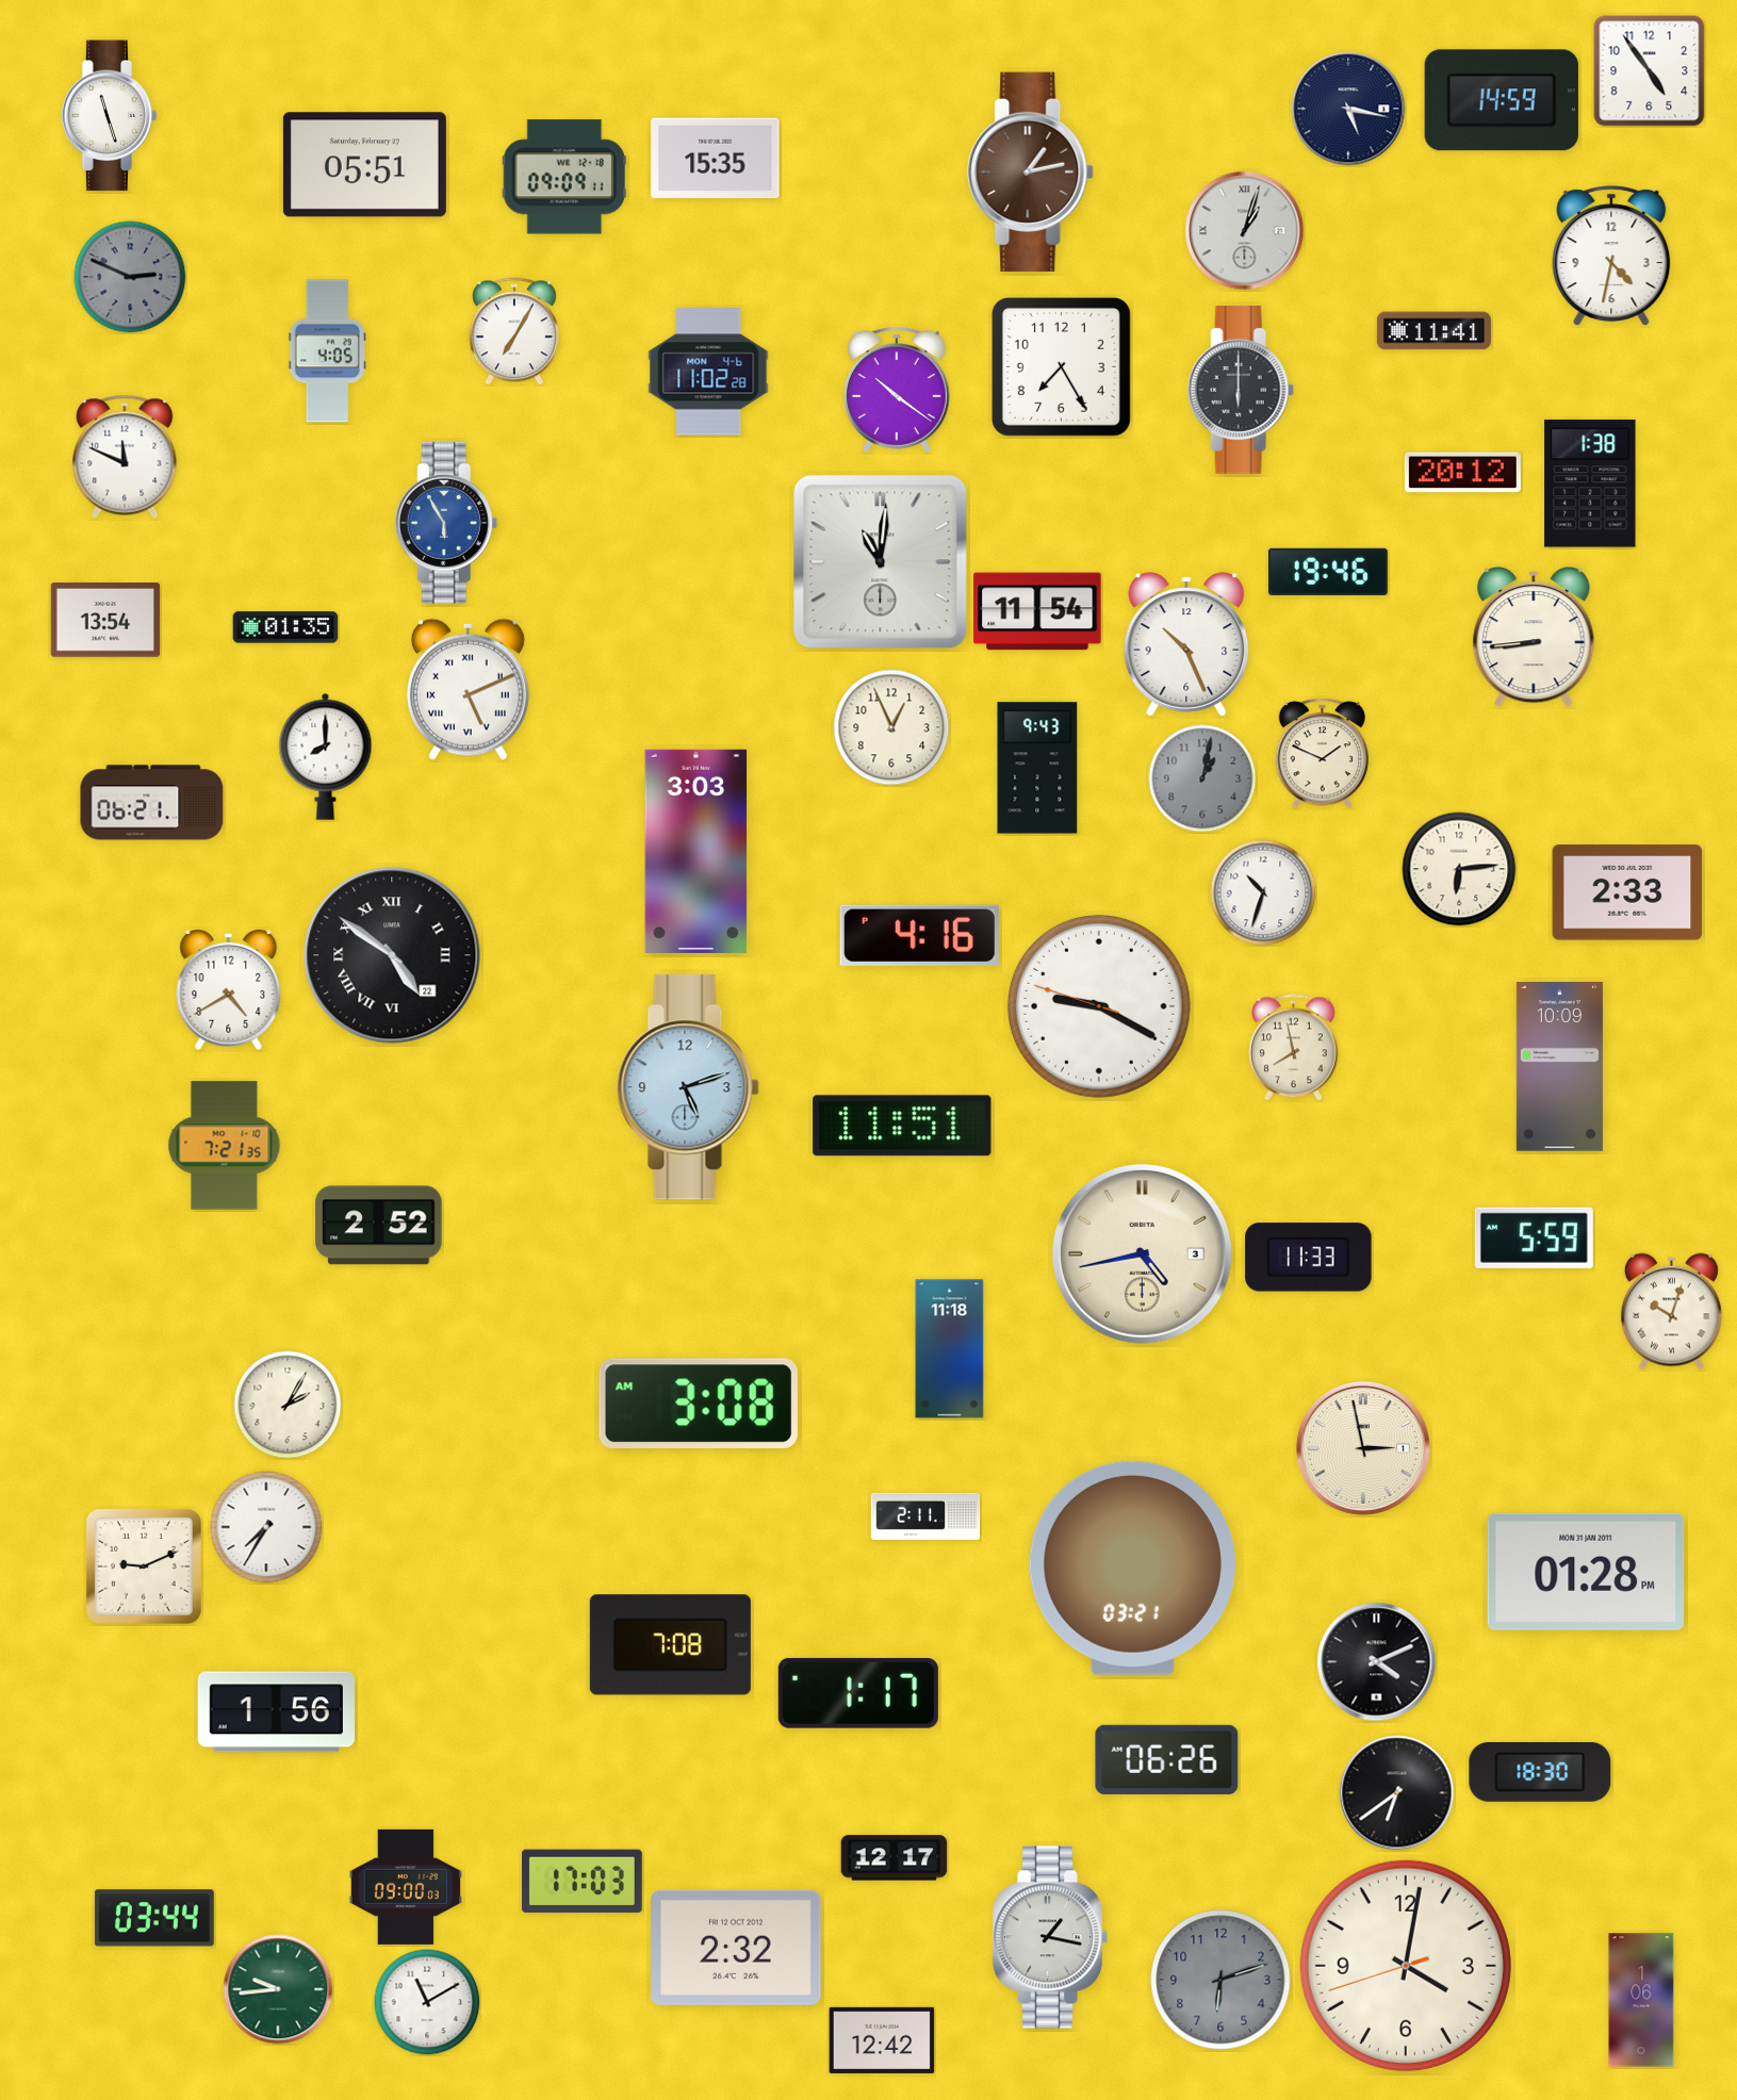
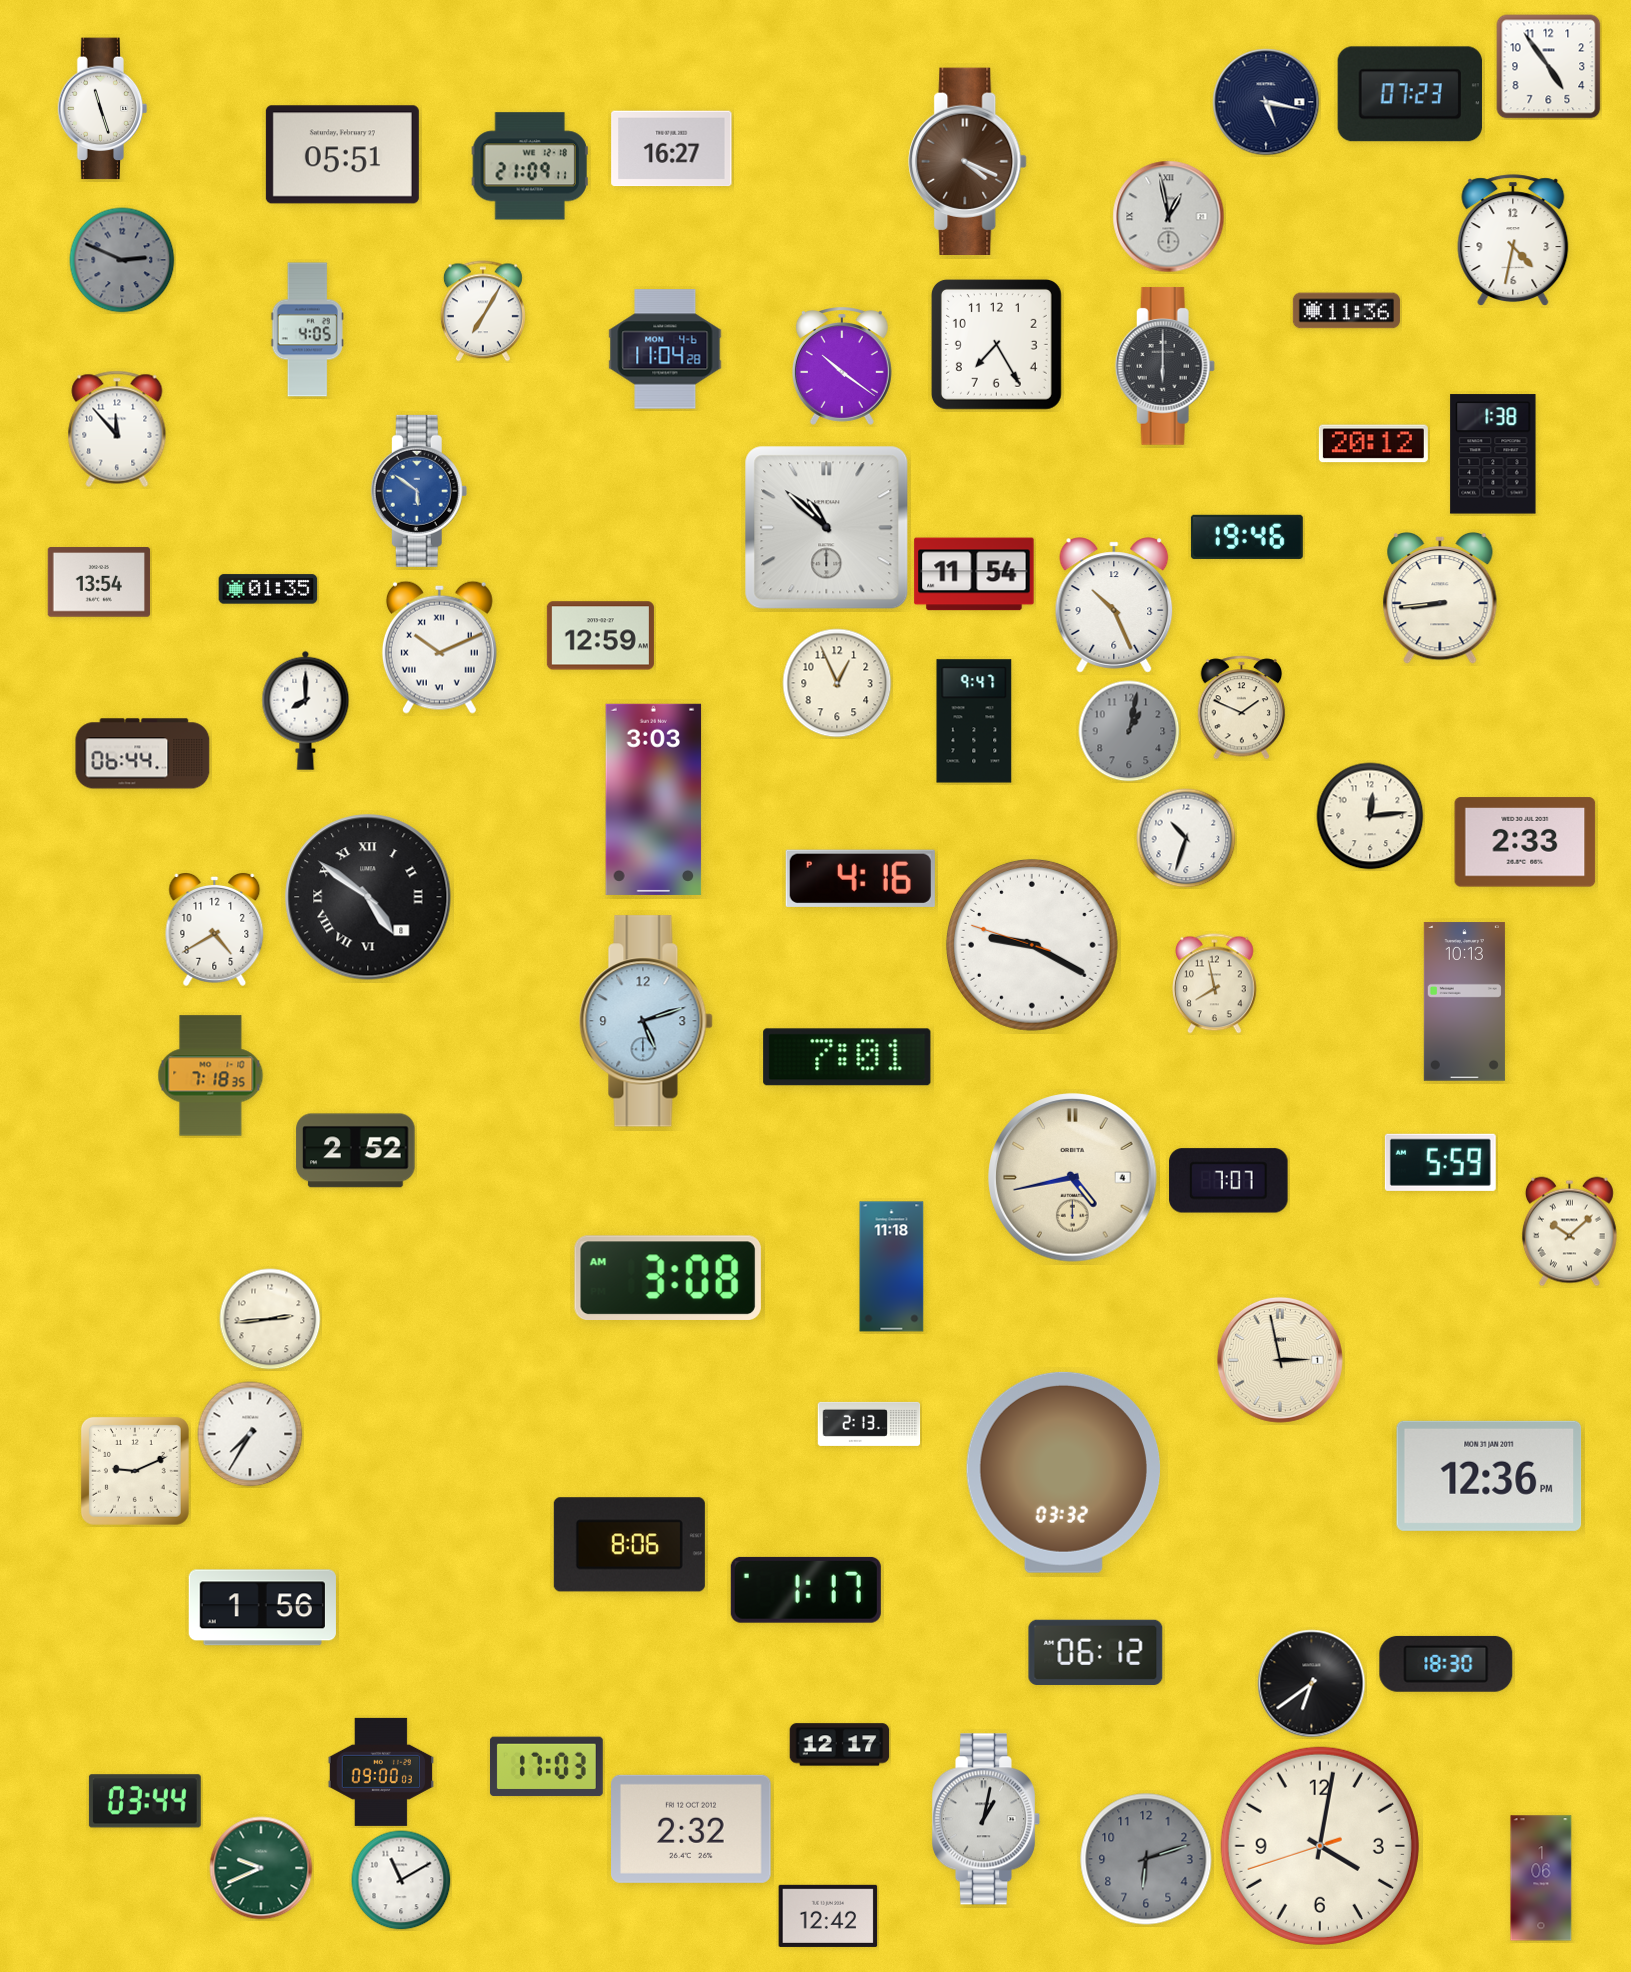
clock at (1502, 100): 14:59 -> 07:23
clock at (716, 159): 15:35 -> 16:27
clock at (1031, 171): 1:13 -> 4:19
clock at (564, 177): 09:09 -> 21:09
clock at (1245, 231): 1:03 -> 12:58
clock at (1433, 331): 11:41 -> 11:36
clock at (708, 372): 11:02 -> 11:04
clock at (125, 457): 11:49 -> 11:53
clock at (446, 523): 5:55 -> 5:51
clock at (881, 562): 11:01 -> 10:52
clock at (600, 636): none -> 12:59
clock at (468, 689): 5:11 -> 10:11
clock at (1037, 768): 9:43 -> 9:47
clock at (152, 803): 06:21 -> 06:44
clock at (1459, 869): 6:14 -> 12:14
clock at (1627, 892) position: (1627, 892) -> (1525, 842)
clock at (919, 935) position: (919, 935) -> (860, 878)
clock at (392, 955) date: 22 -> 8
clock at (1559, 1067): 10:09 -> 10:13
clock at (902, 1126): 11:51 -> 7:01
clock at (225, 1146): 7:21 -> 7:18
clock at (1143, 1254) date: 3 -> 4
clock at (1309, 1258): 11:33 -> 7:07
clock at (1671, 1312): 10:03 -> 10:08
clock at (699, 1402) position: (699, 1402) -> (668, 1277)
clock at (288, 1405): 2:05 -> 2:44
clock at (925, 1516): 2:11 -> 2:13
clock at (1132, 1568): 03:21 -> 03:32
clock at (1586, 1572): 01:28 -> 12:36
clock at (670, 1645): 7:08 -> 8:06
clock at (1377, 1662): 4:11 -> none
clock at (276, 1712) position: (276, 1712) -> (262, 1608)
clock at (1167, 1759): 06:26 -> 06:12
clock at (1050, 1937): 1:17 -> 1:02
clock at (278, 1989): 9:44 -> 9:41
